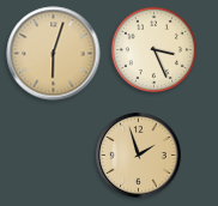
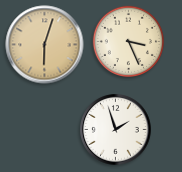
clock at (139, 156) dial: champagne -> white
